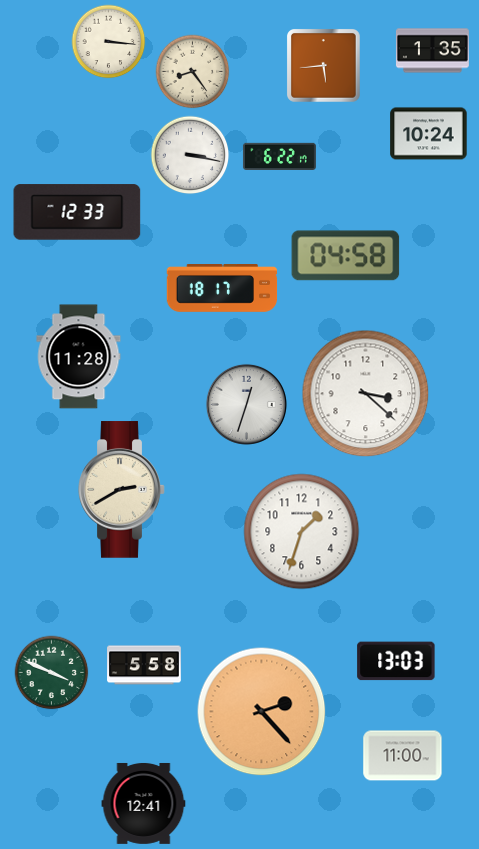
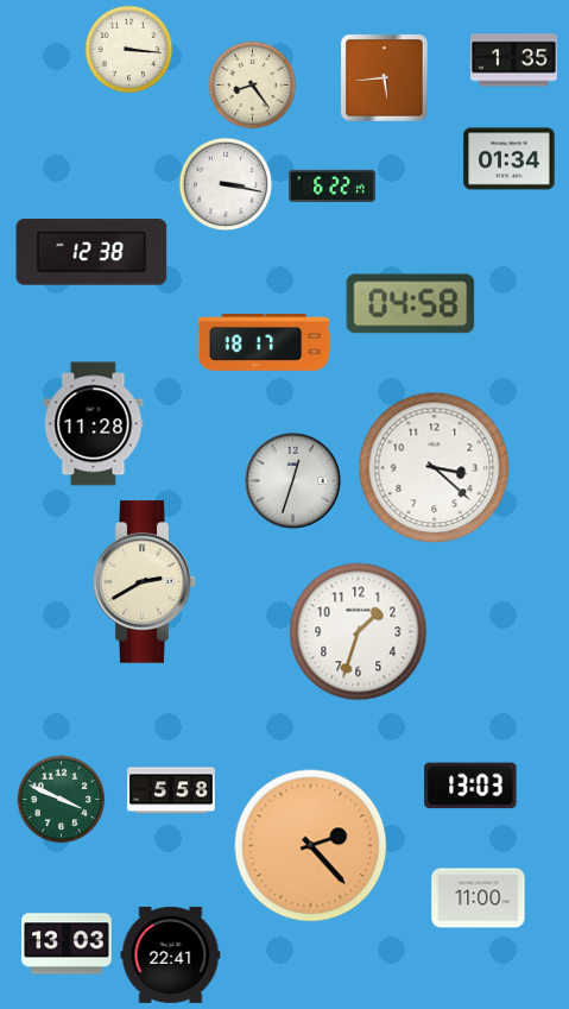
clock at (193, 72) position: (193, 72) -> (253, 86)
clock at (429, 134): 10:24 -> 01:34
clock at (77, 212): 12:33 -> 12:38
clock at (67, 944): none -> 13:03
clock at (144, 803): 12:41 -> 22:41
